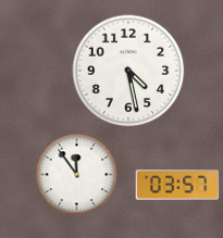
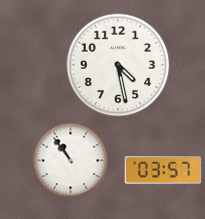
clock at (77, 175): 11:54 -> 10:54
